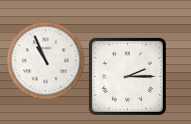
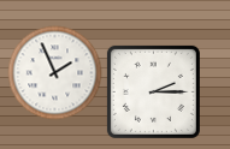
clock at (45, 60): 10:56 -> 1:56
